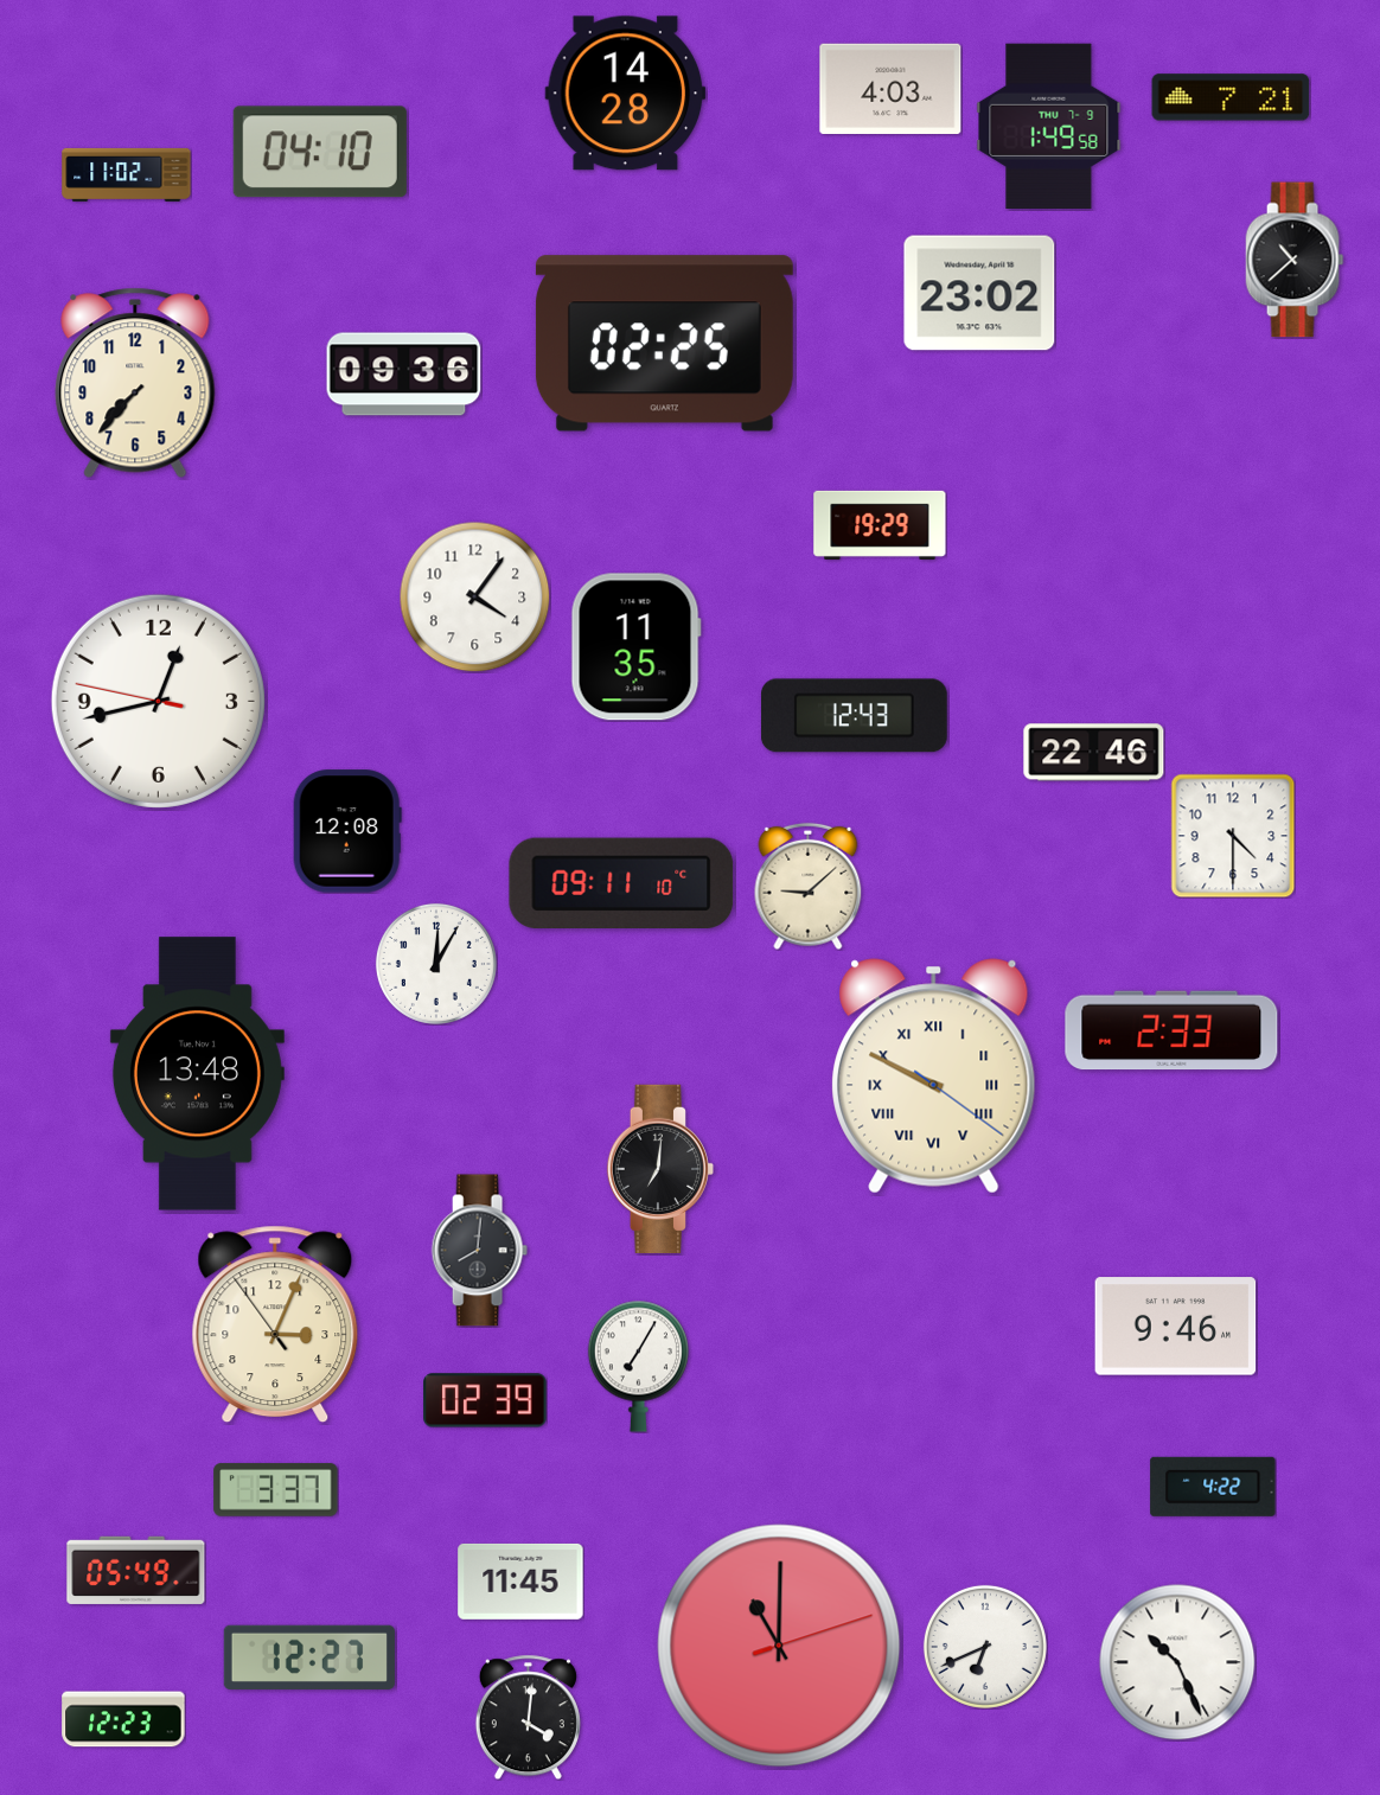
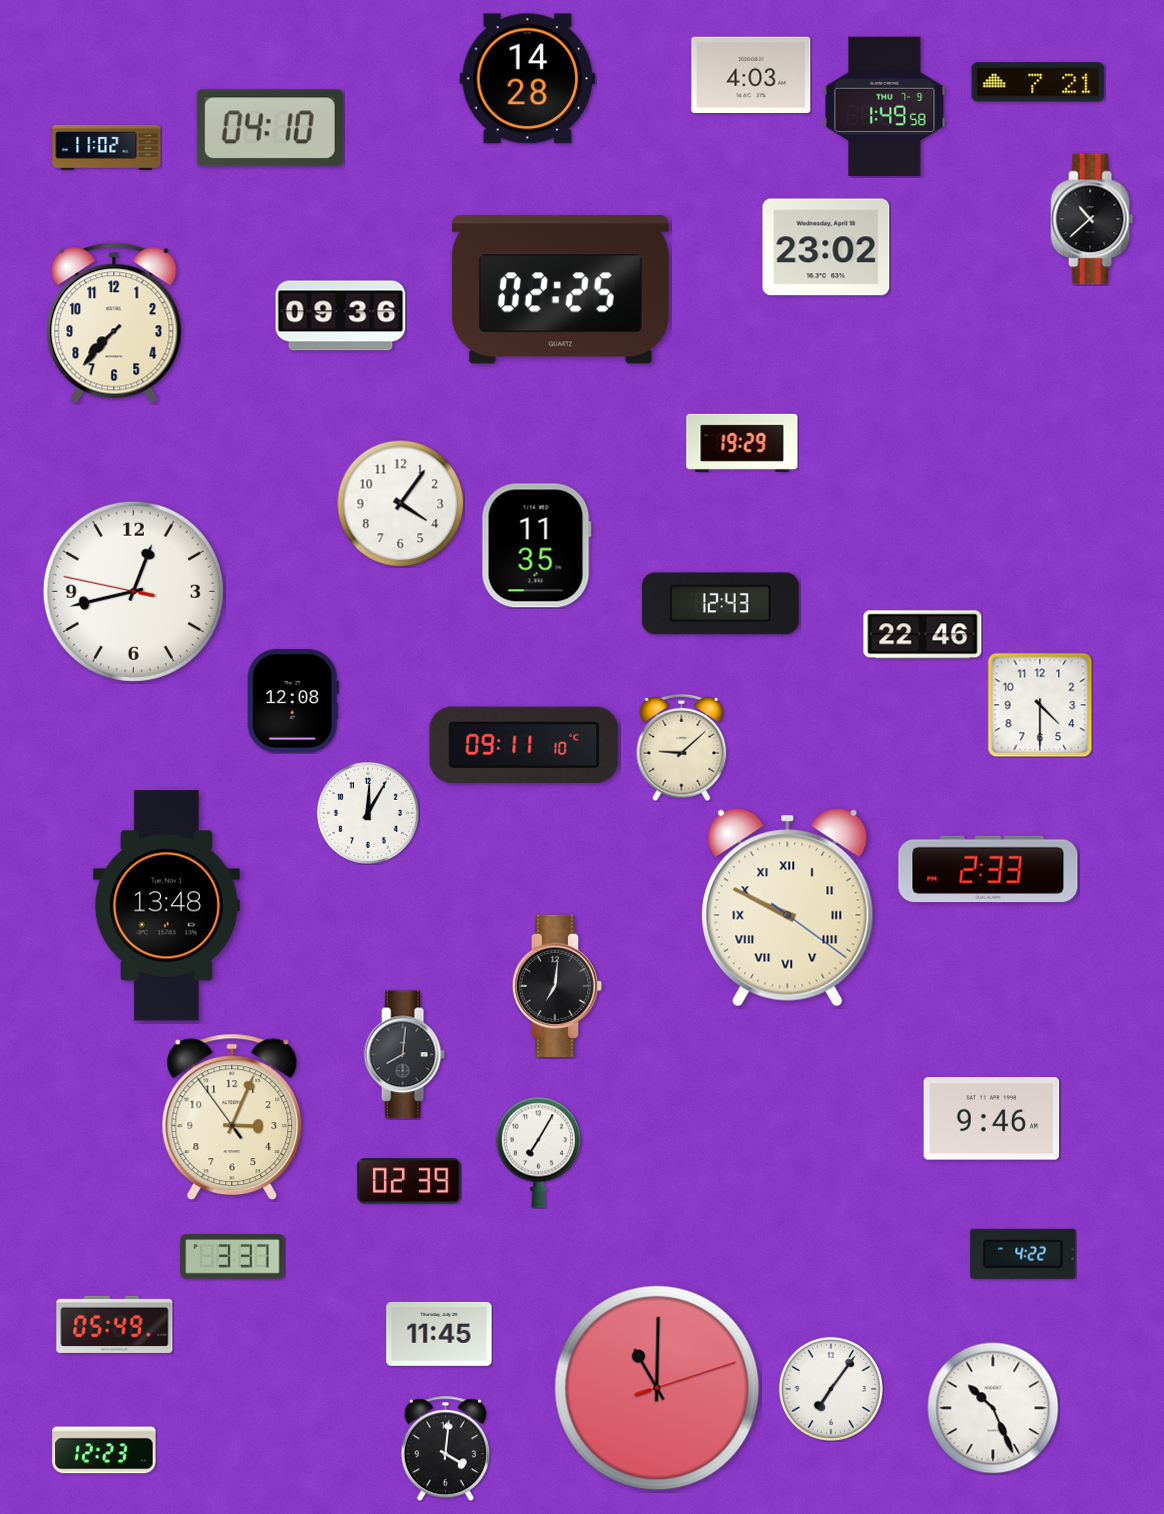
clock at (985, 1647): 6:41 -> 7:06
clock at (309, 1657): 12:27 -> none
clock at (1177, 1662) position: (1177, 1662) -> (993, 1408)
